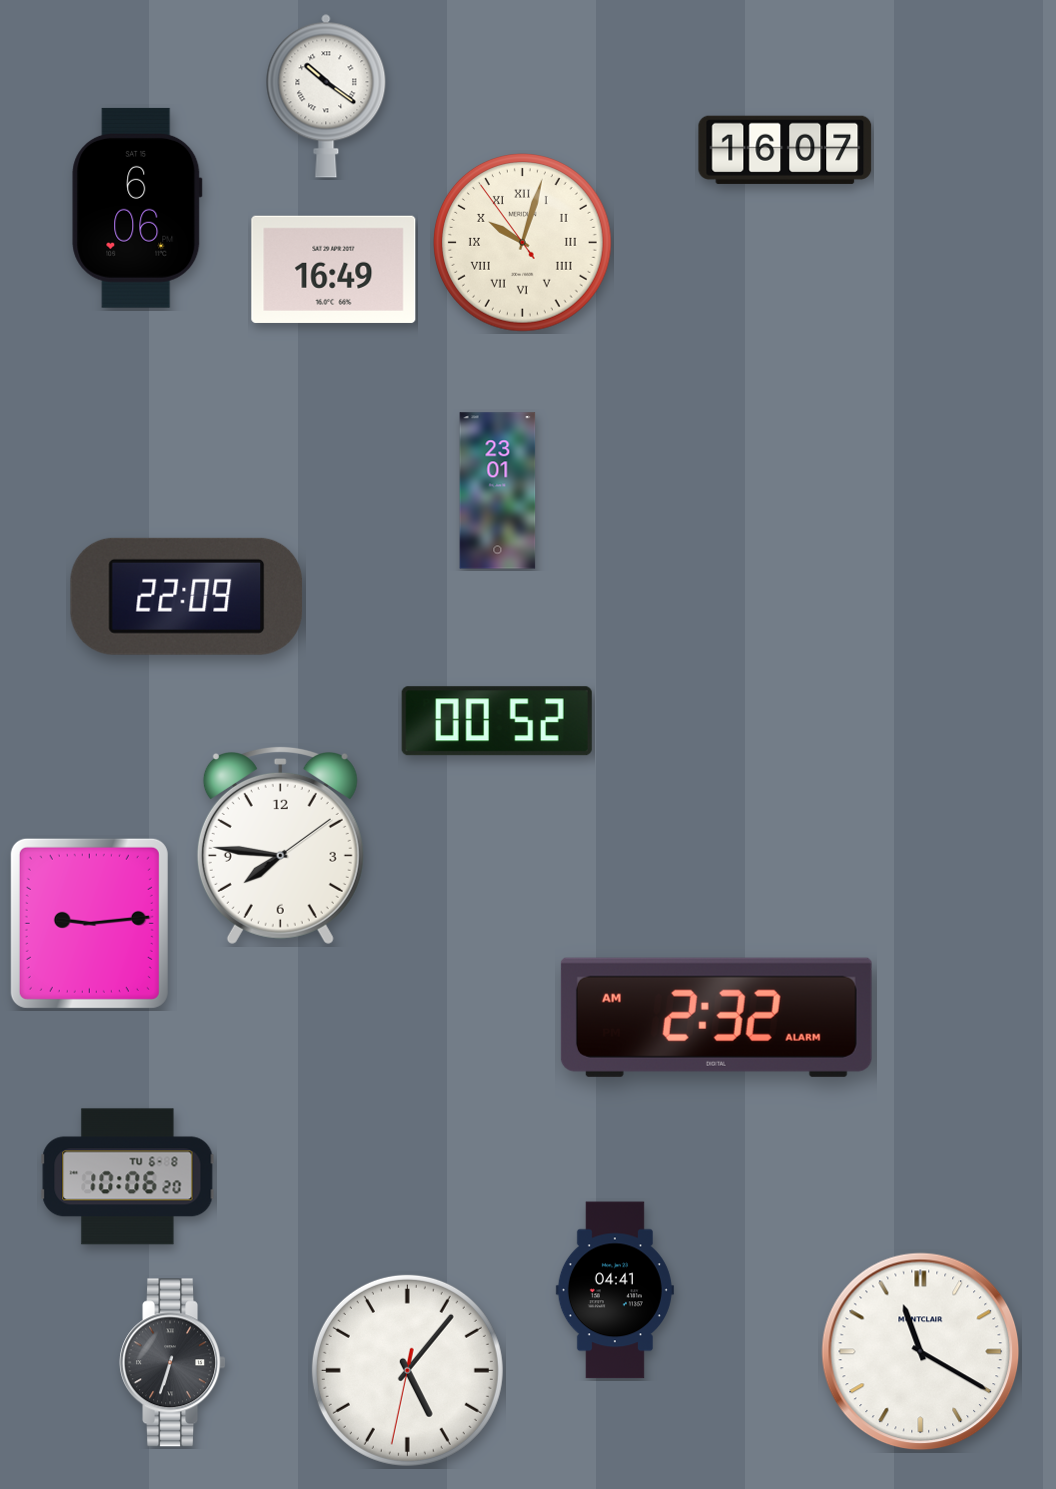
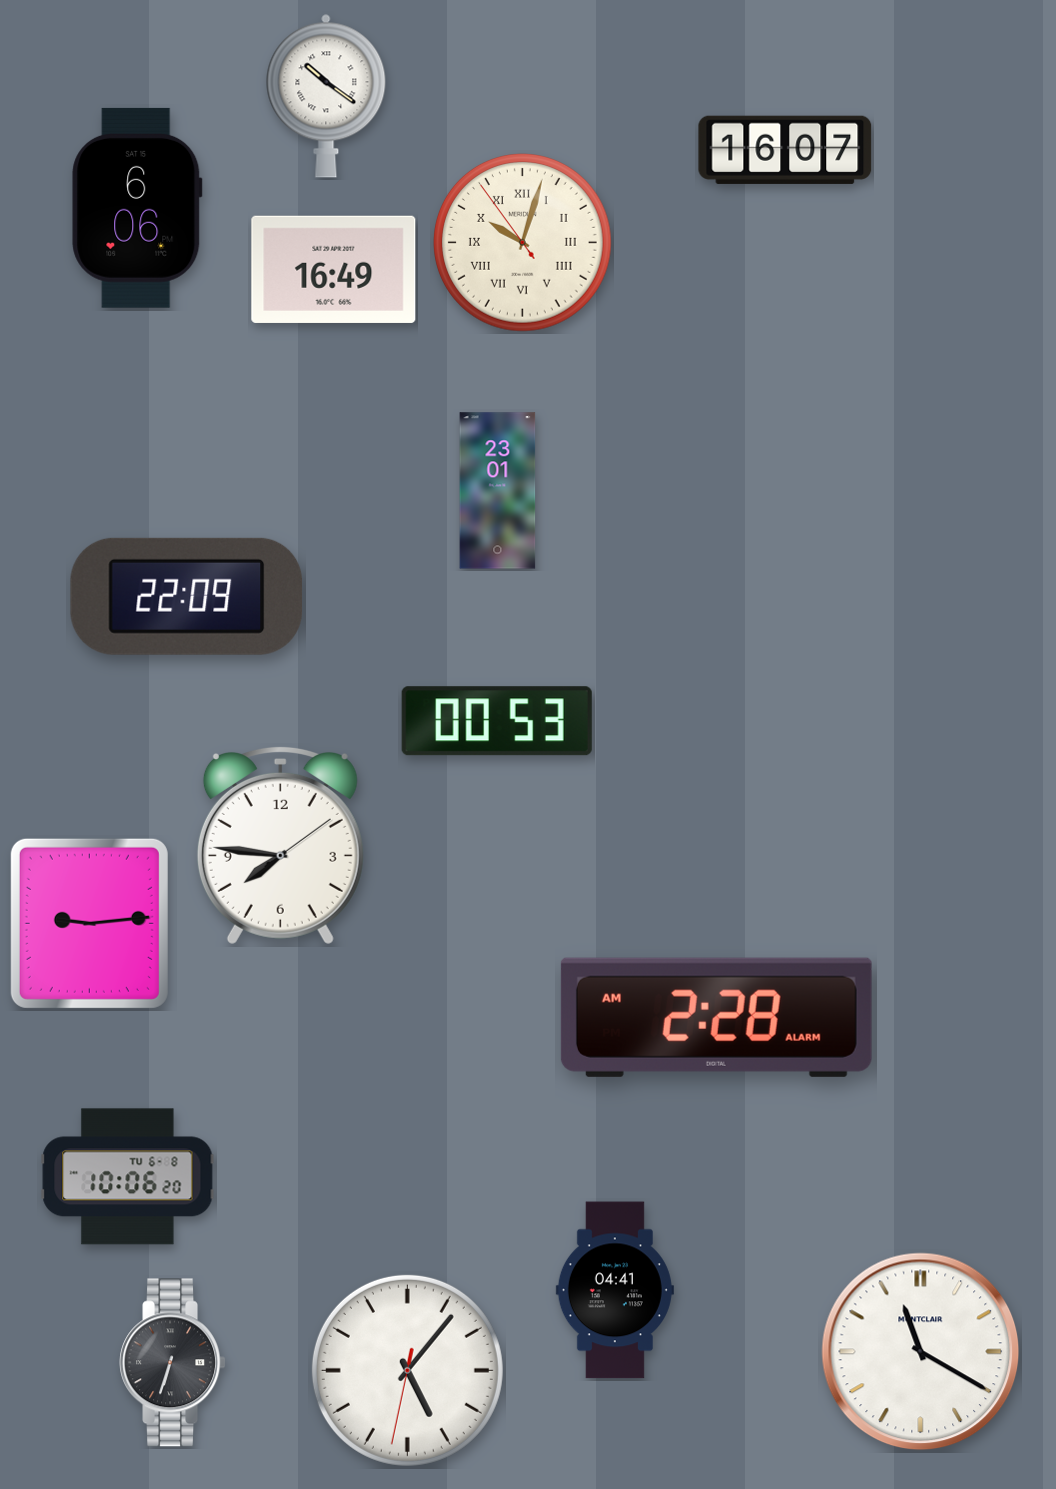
clock at (497, 721): 00:52 -> 00:53
clock at (716, 1017): 2:32 -> 2:28
